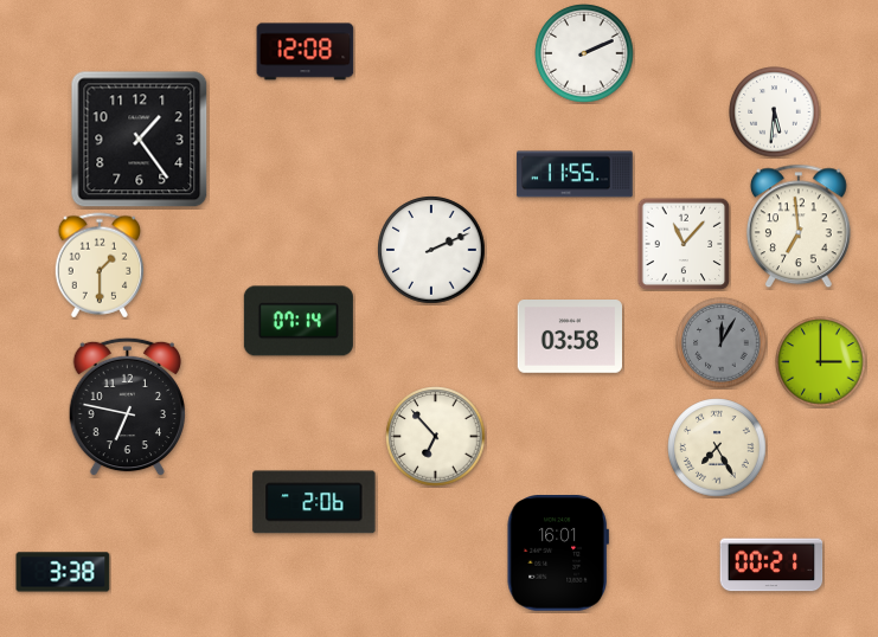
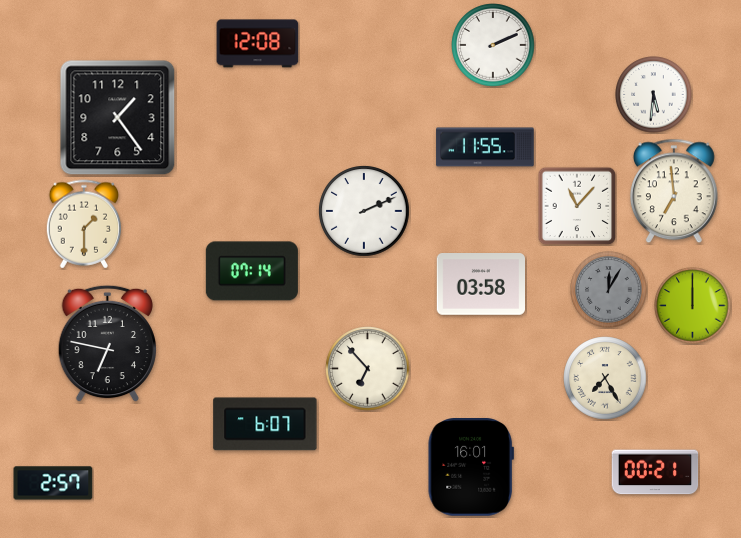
clock at (821, 362): 3:00 -> 12:00
clock at (314, 502): 2:06 -> 6:07
clock at (771, 565) position: (771, 565) -> (655, 472)
clock at (63, 572): 3:38 -> 2:57
